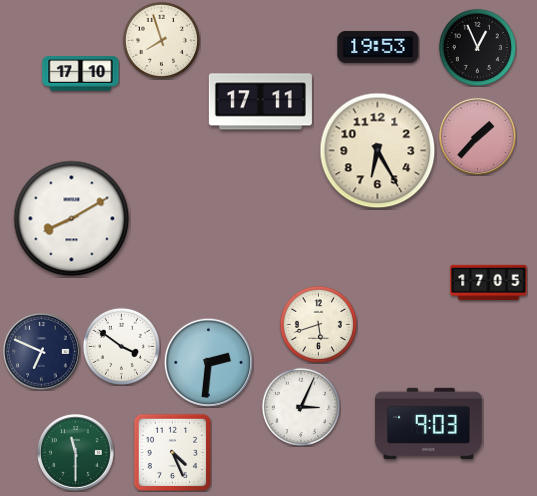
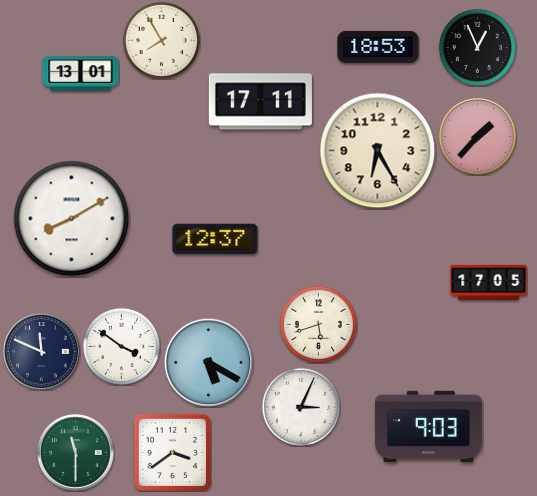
clock at (161, 40): 7:57 -> 7:55
clock at (378, 47): 19:53 -> 18:53
clock at (81, 74): 17:10 -> 13:01
clock at (215, 239): none -> 12:37
clock at (42, 352): 6:49 -> 11:49
clock at (208, 362): 2:31 -> 5:20
clock at (428, 423) position: (428, 423) -> (428, 426)
clock at (172, 452): 4:26 -> 3:39
